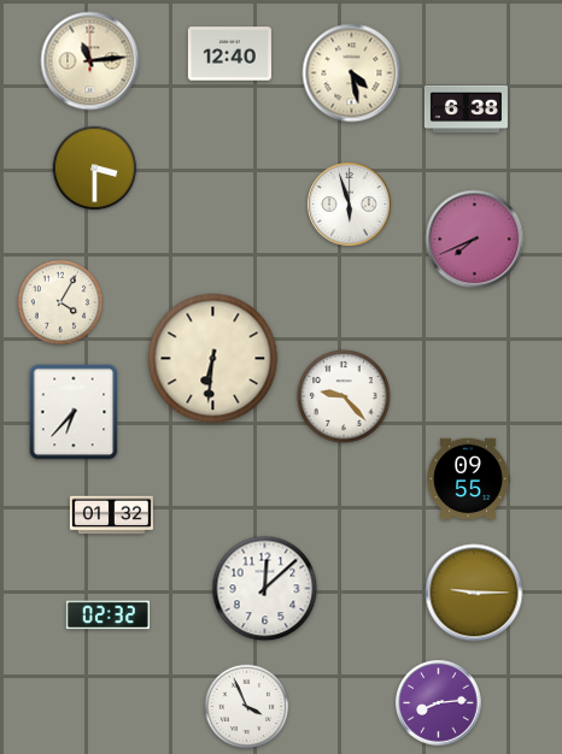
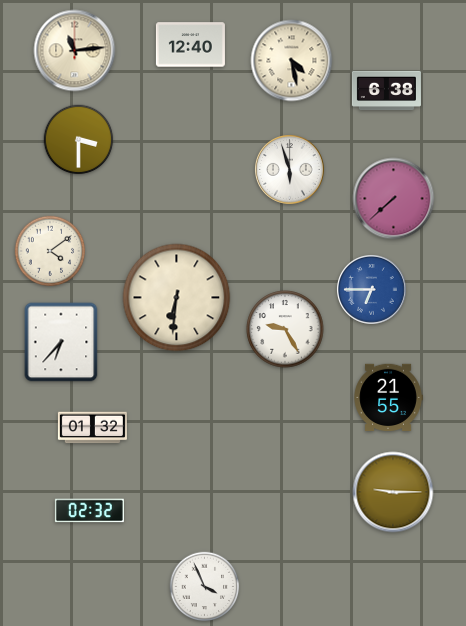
clock at (475, 240): 7:41 -> 7:38
clock at (60, 302): 4:05 -> 4:09
clock at (372, 290): none -> 6:45
clock at (344, 396): 9:23 -> 9:25
clock at (468, 478): 09:55 -> 21:55
clock at (265, 589): 12:08 -> none
clock at (439, 703): 8:14 -> none
